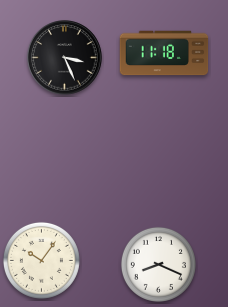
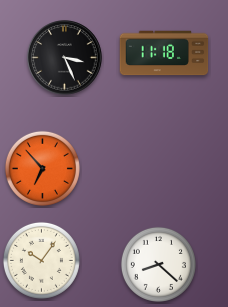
clock at (42, 168): none -> 6:53
clock at (158, 264): 8:19 -> 8:22
